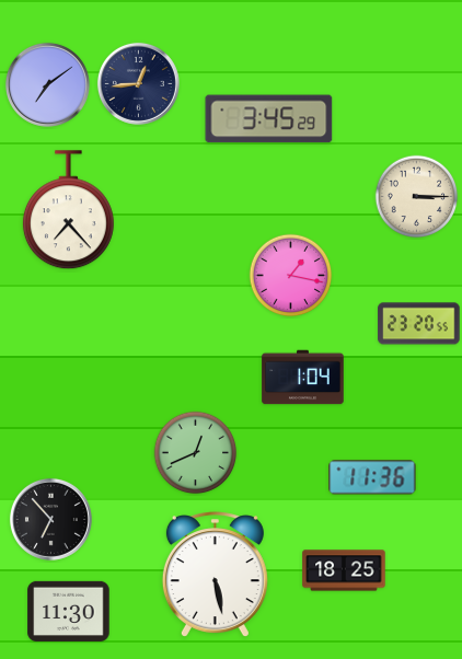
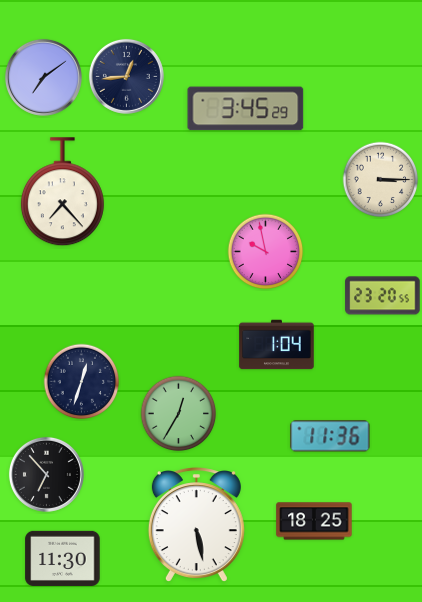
clock at (291, 276): 1:17 -> 9:58
clock at (82, 382): none -> 12:33
clock at (196, 453): 12:41 -> 12:35
clock at (372, 477) position: (372, 477) -> (330, 436)
